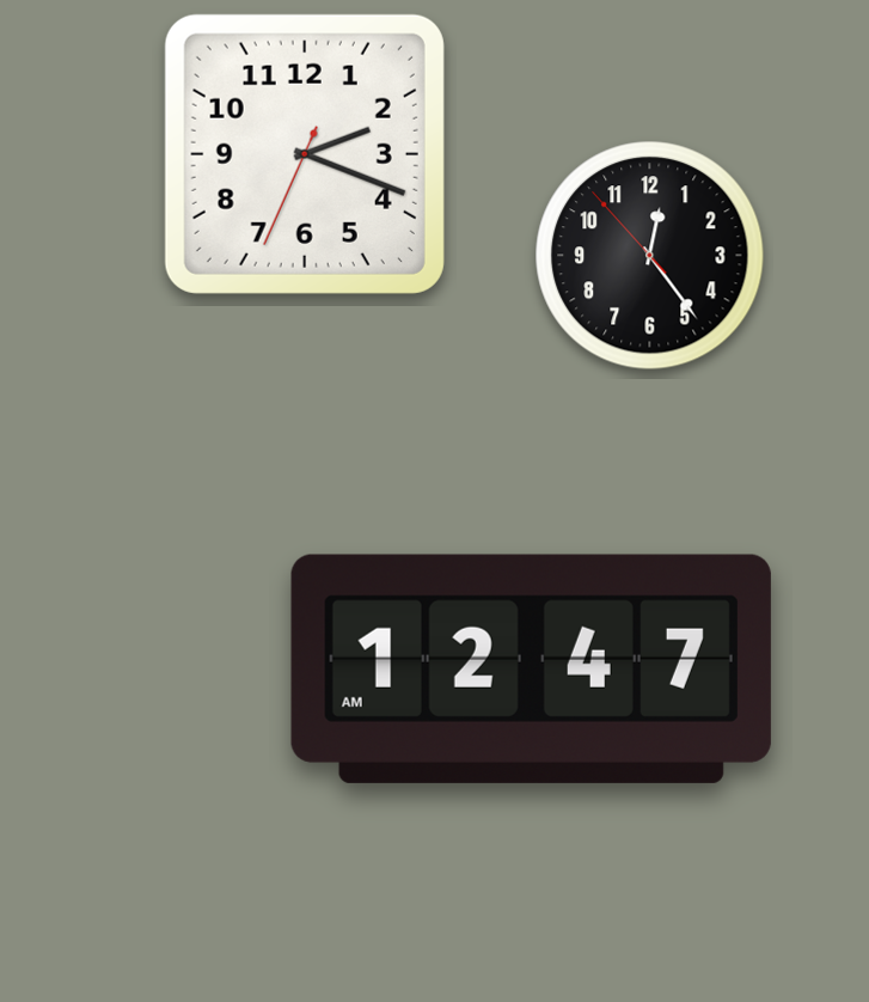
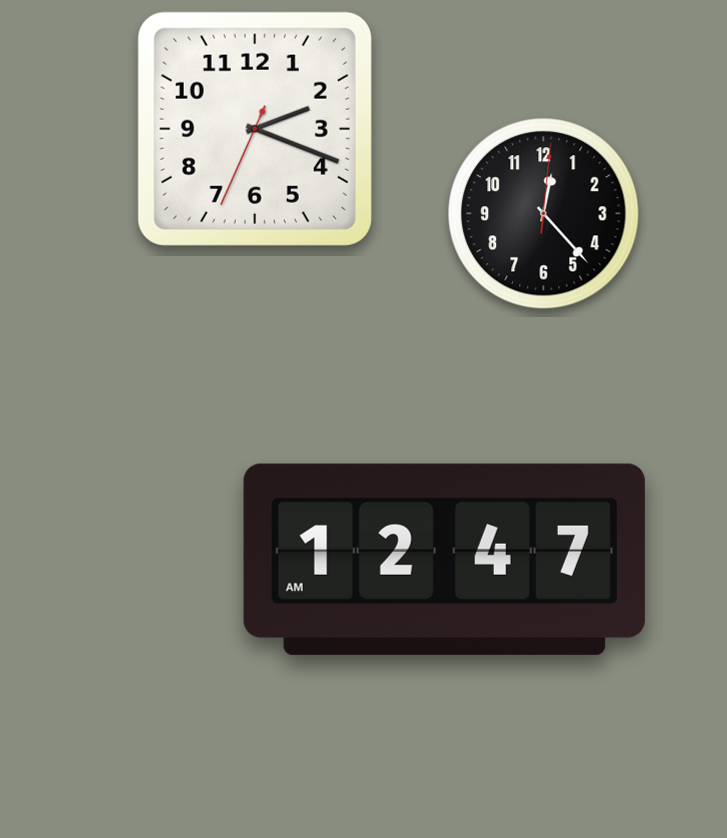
clock at (650, 256): 12:23:53 -> 12:23:01
